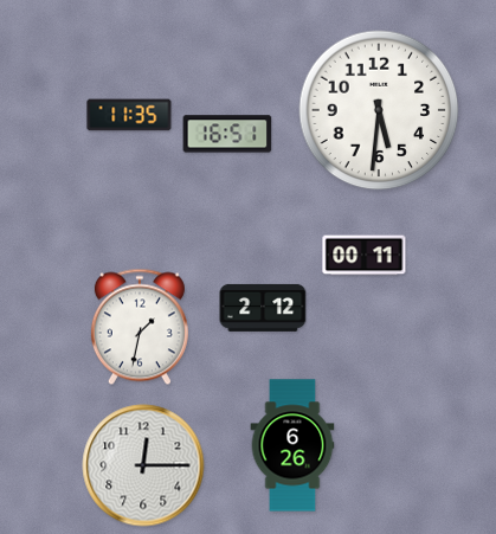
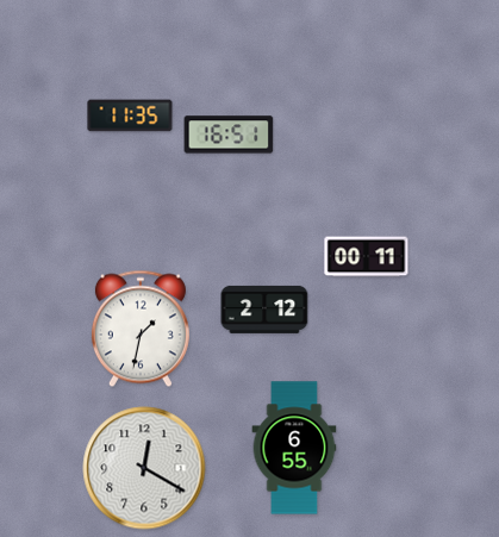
clock at (379, 110): 5:31 -> none
clock at (292, 445): 6:26 -> 6:55
clock at (143, 465): 12:15 -> 12:20
